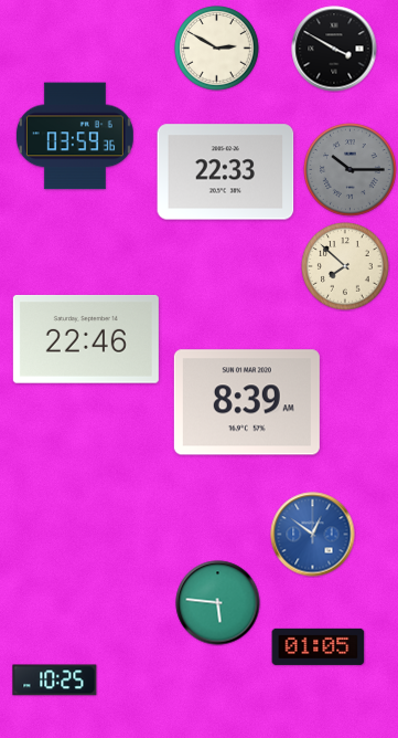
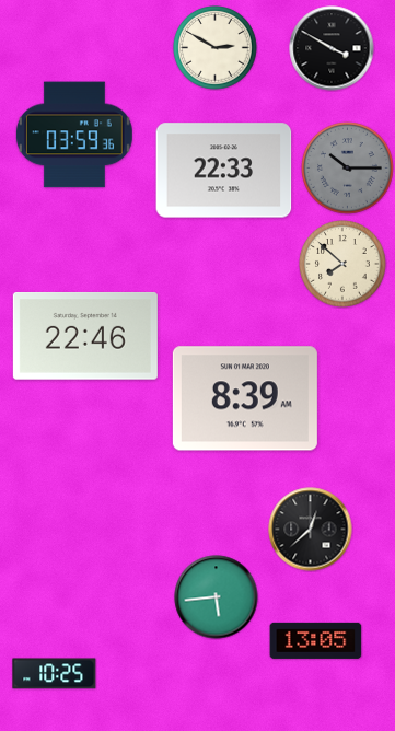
clock at (313, 535): 12:51 -> 12:38
clock at (313, 535) dial: blue -> black
clock at (218, 603): 5:46 -> 5:44
clock at (319, 646): 01:05 -> 13:05
